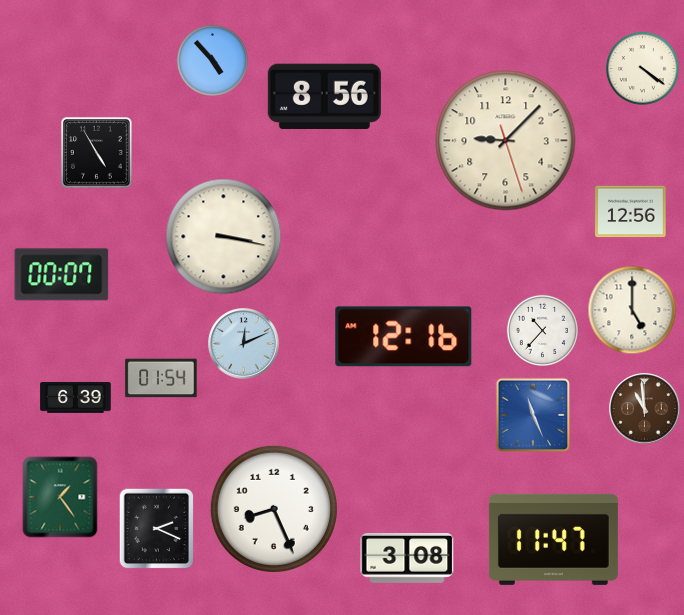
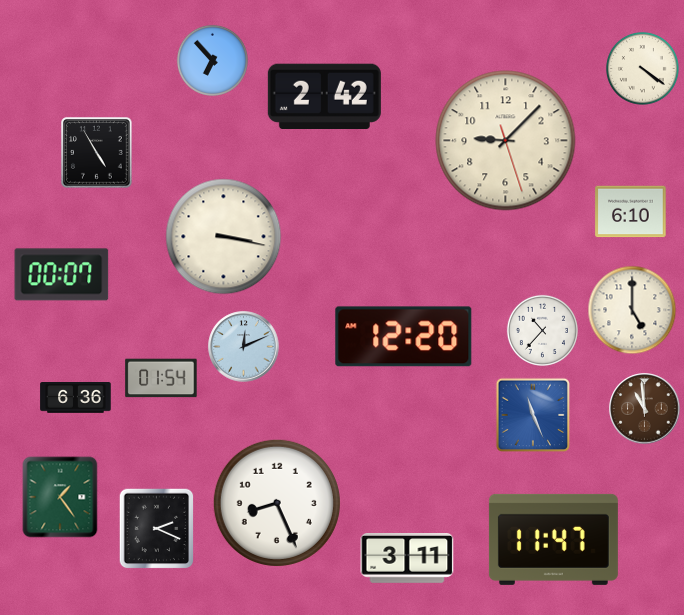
clock at (212, 60): 4:53 -> 6:53
clock at (324, 96): 8:56 -> 2:42
clock at (631, 212): 12:56 -> 6:10
clock at (404, 337): 12:16 -> 12:20
clock at (244, 344) position: (244, 344) -> (244, 347)
clock at (76, 398): 6:39 -> 6:36
clock at (274, 509) position: (274, 509) -> (277, 503)
clock at (407, 559): 3:08 -> 3:11
